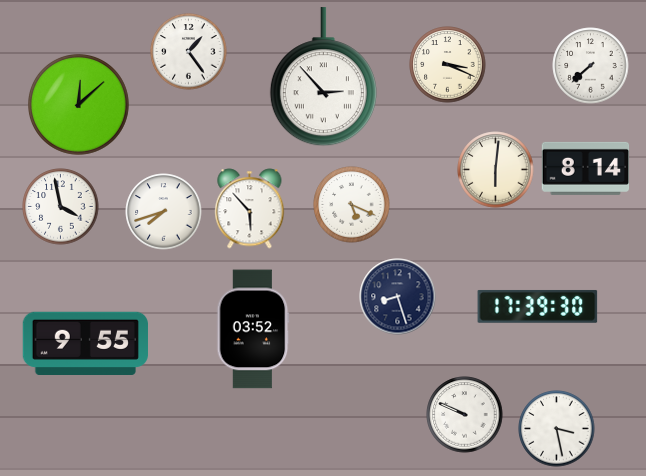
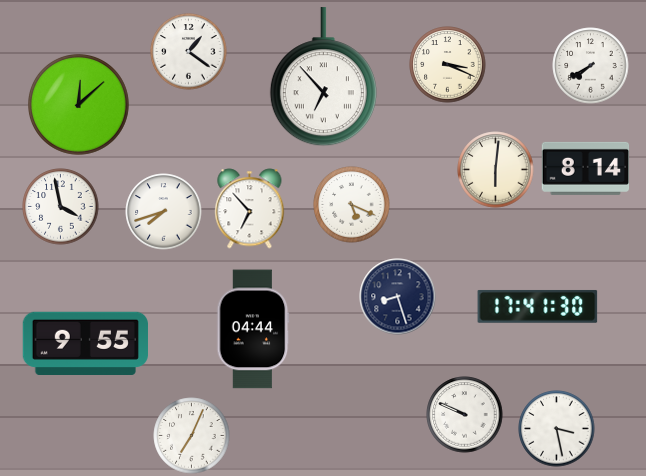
clock at (189, 52): 1:24 -> 1:21
clock at (591, 66): 7:38 -> 7:40
clock at (323, 77): 2:53 -> 6:53
clock at (250, 209): 5:53 -> 6:53
clock at (538, 306): 17:39 -> 17:41
clock at (253, 329): 03:52 -> 04:44
clock at (192, 436): none -> 7:04
